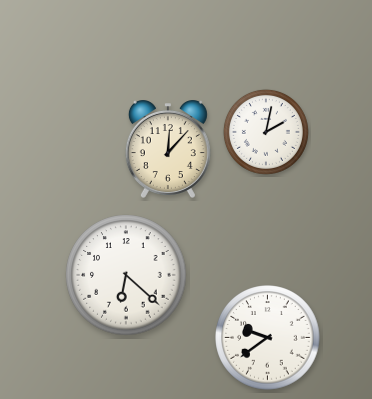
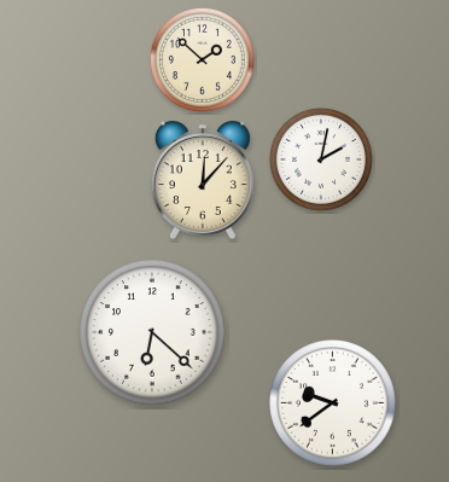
clock at (202, 59): none -> 1:52
clock at (268, 338) position: (268, 338) -> (333, 403)
